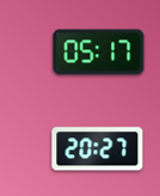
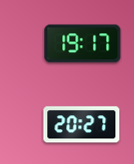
clock at (99, 53): 05:17 -> 19:17
